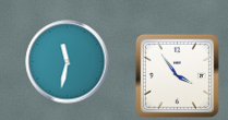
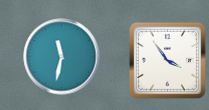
clock at (177, 75) position: (177, 75) -> (167, 60)
